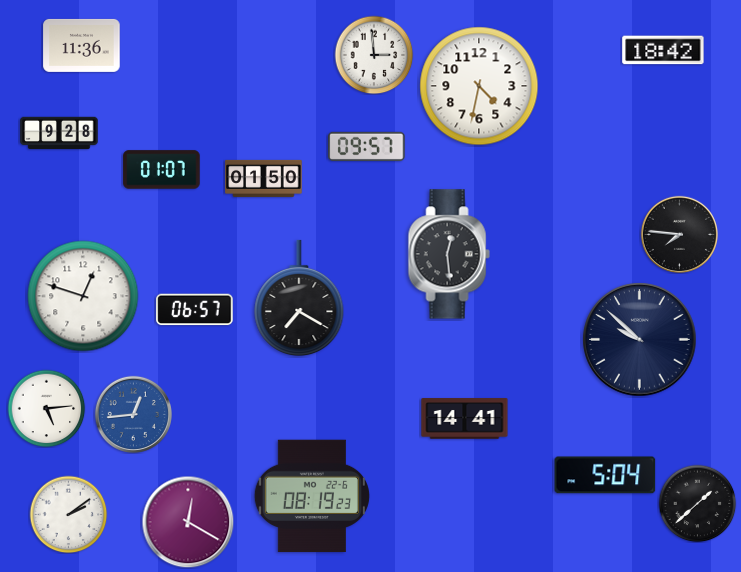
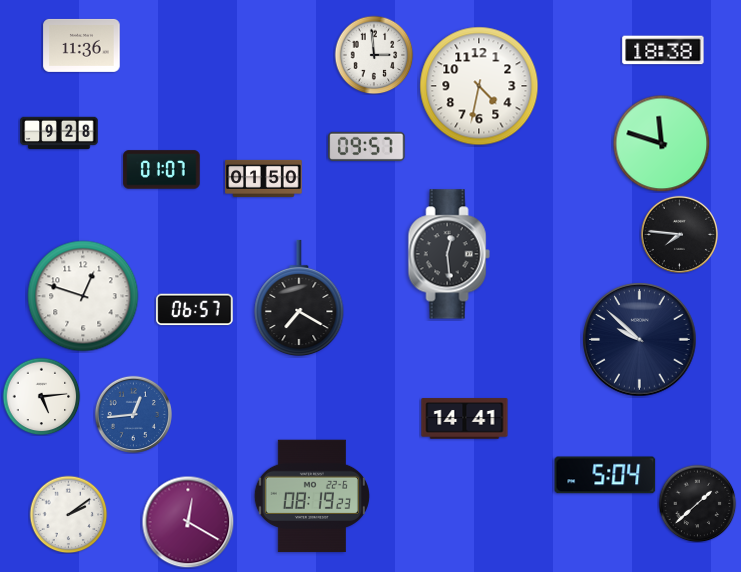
clock at (663, 50): 18:42 -> 18:38
clock at (661, 143): none -> 11:48
clock at (46, 408) position: (46, 408) -> (41, 396)
